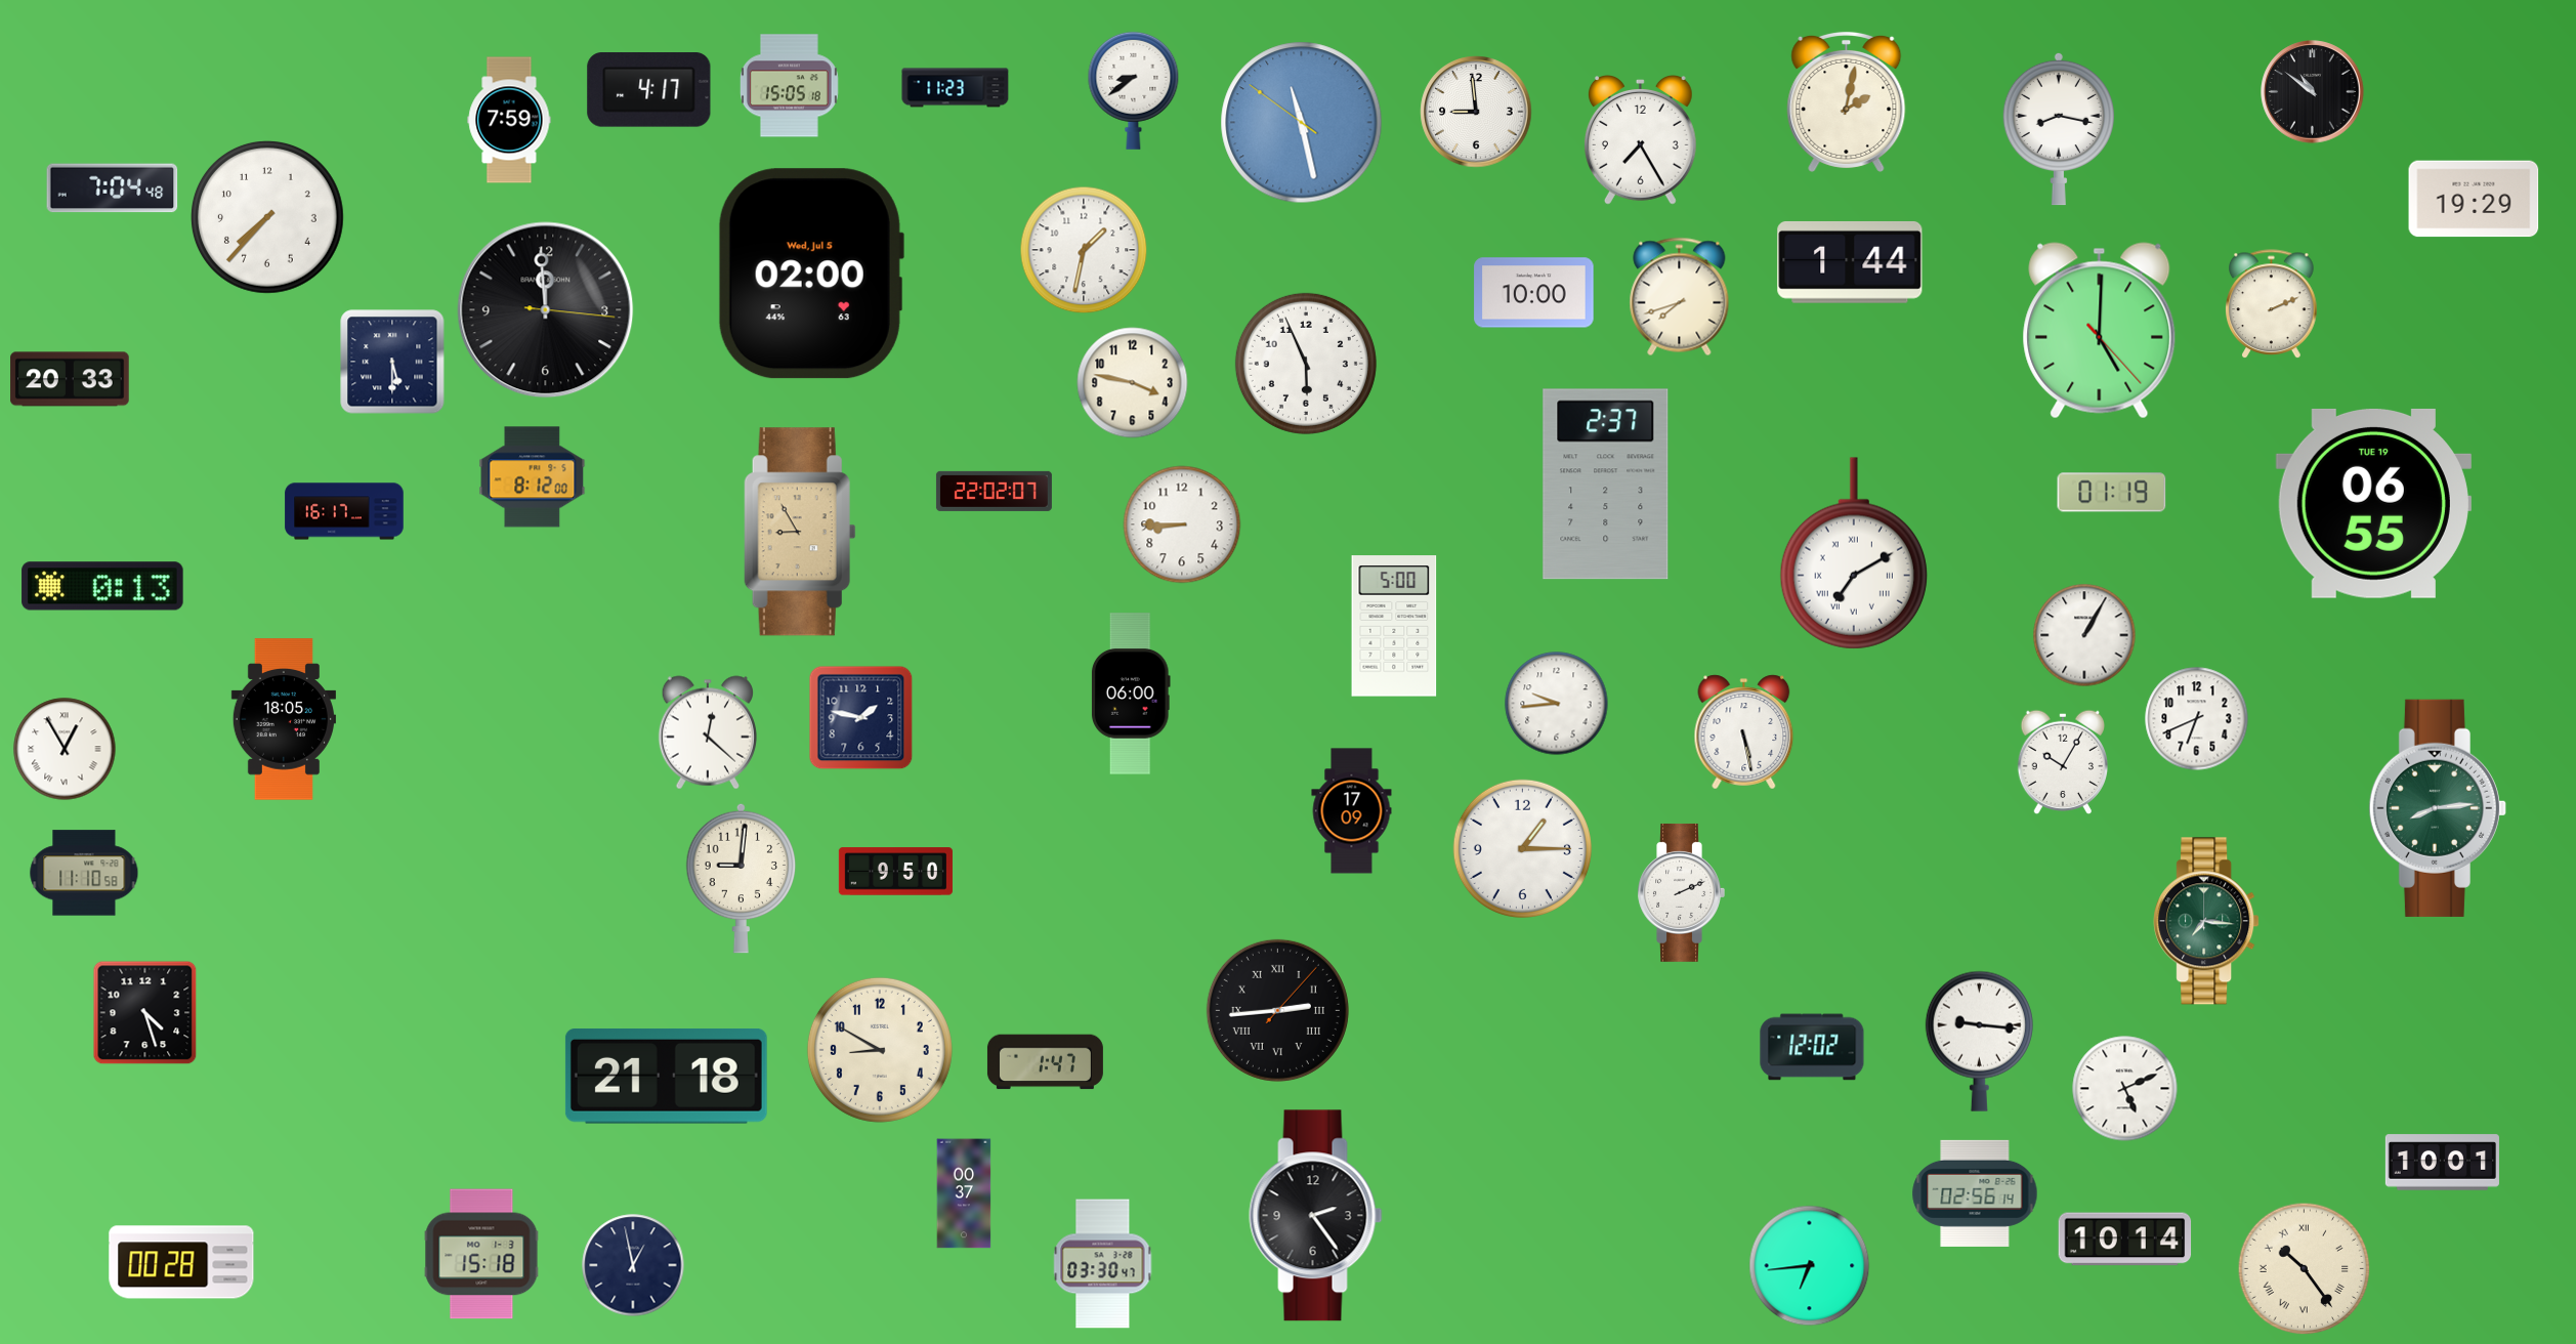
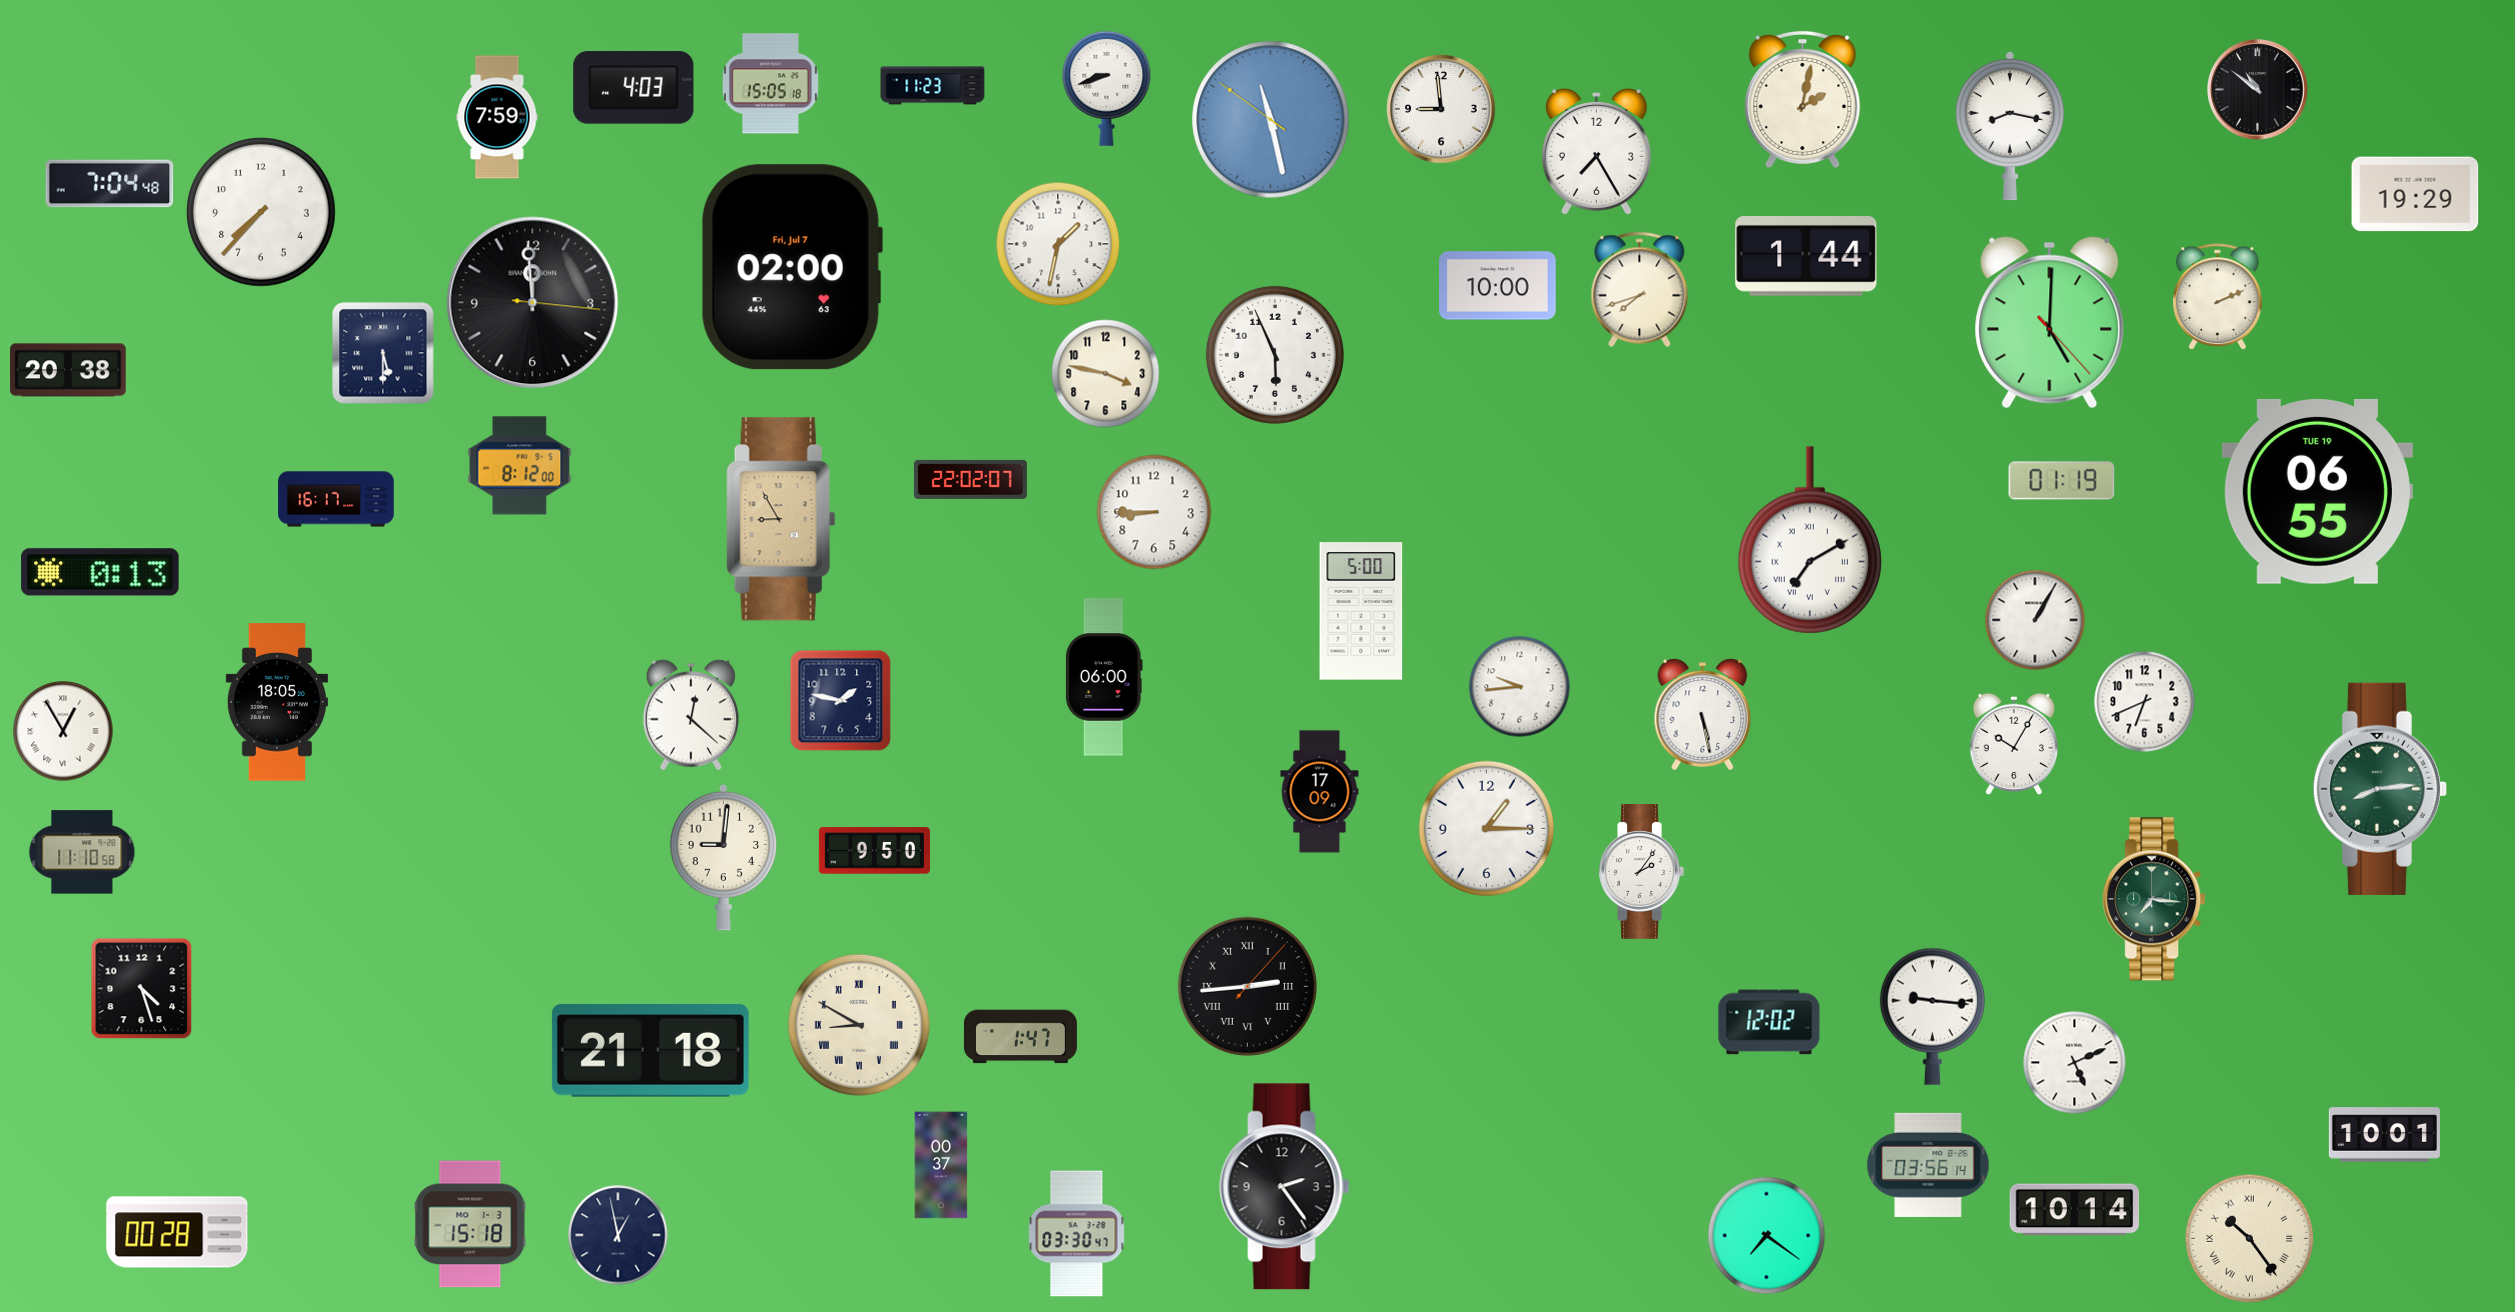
clock at (649, 90): 4:17 -> 4:03
clock at (1134, 90): 8:39 -> 8:42
clock at (1640, 140) position: (1640, 140) -> (1596, 152)
clock at (810, 274) date: Wed, Jul 5 -> Fri, Jul 7
clock at (70, 379): 20:33 -> 20:38
clock at (1606, 485): 2:37 -> none
clock at (1681, 892): 2:11 -> 2:06
clock at (880, 1050) numerals: Arabic -> Roman
clock at (1975, 1193): 02:56 -> 03:56
clock at (1810, 1266): 6:44 -> 7:21
